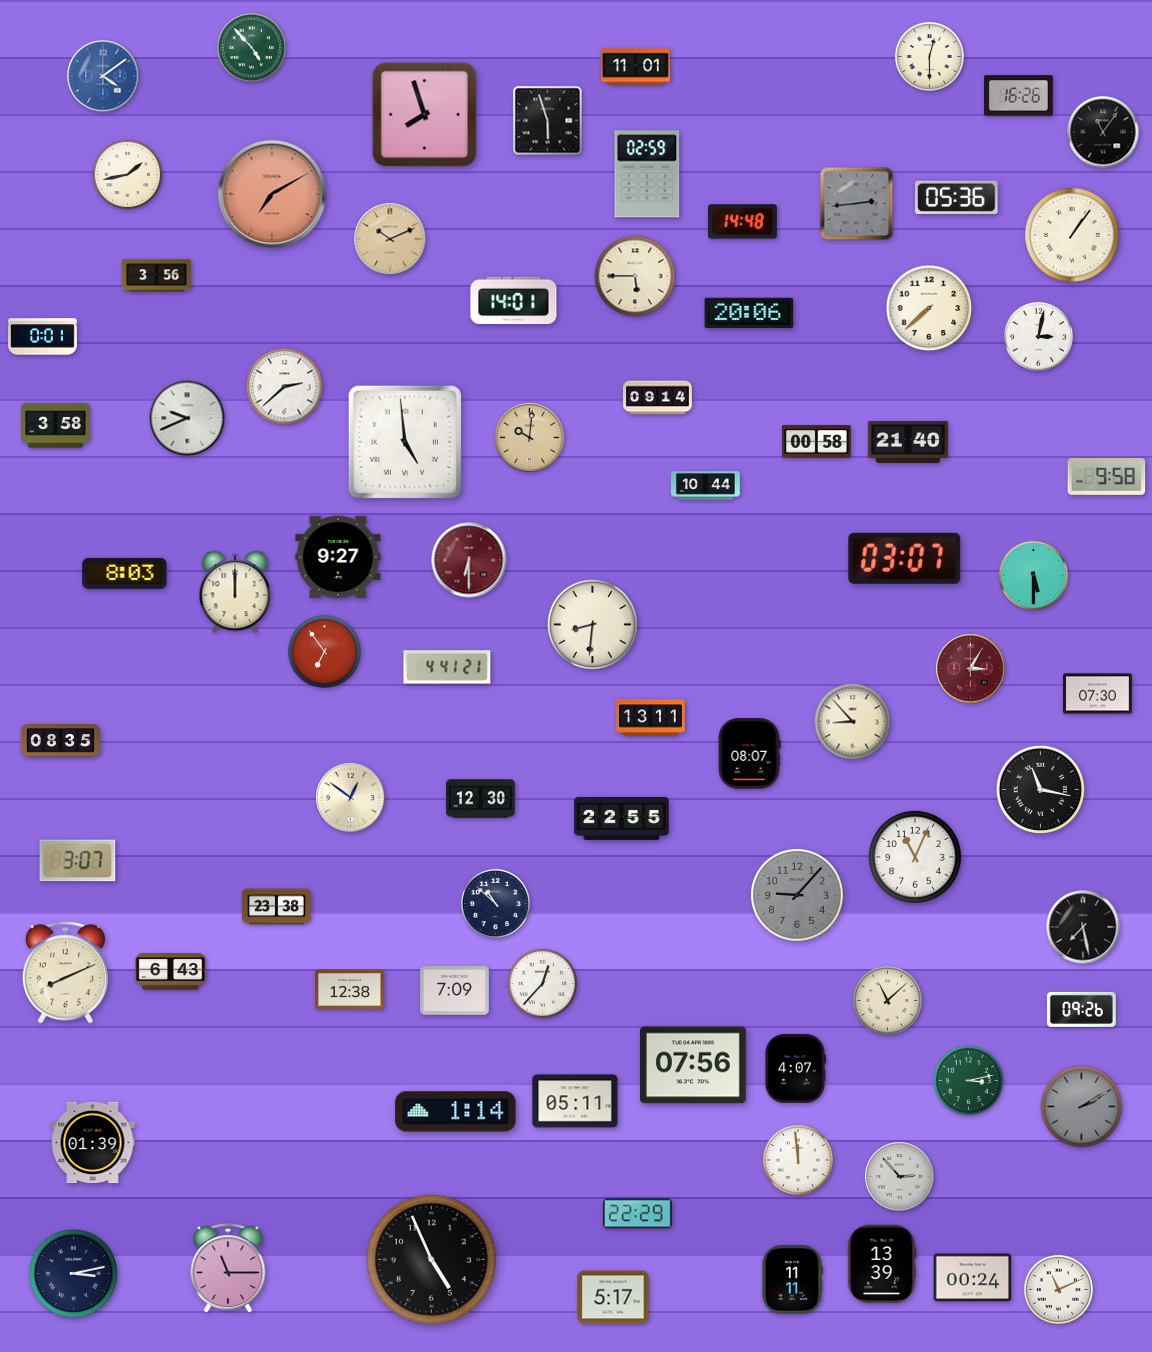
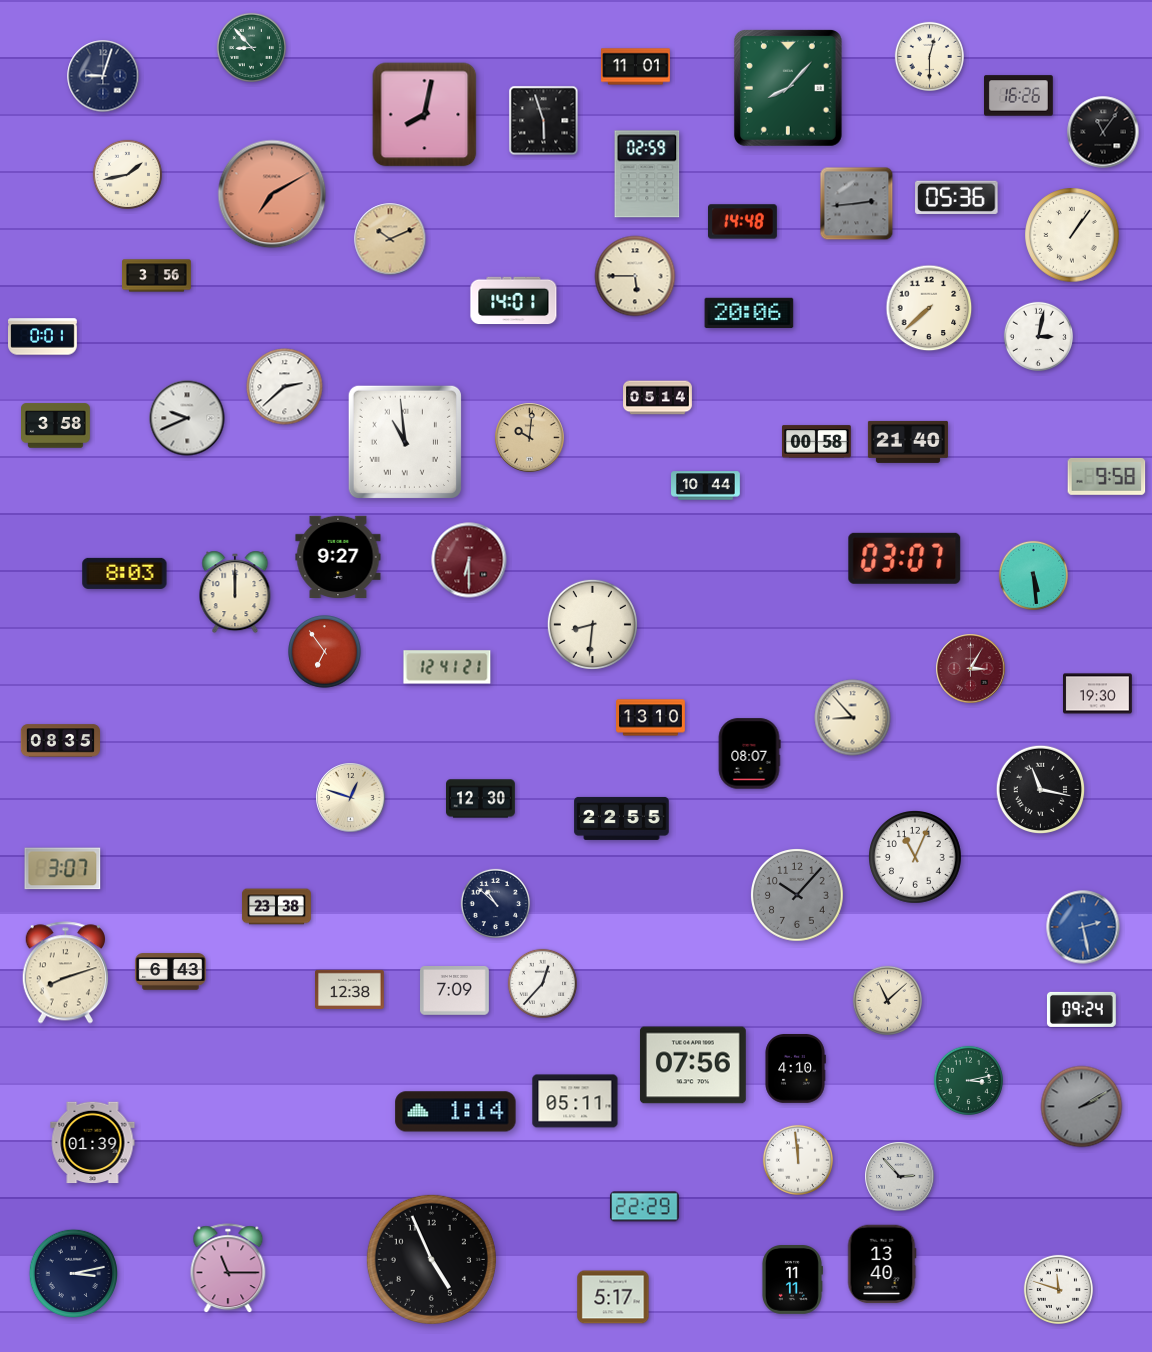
clock at (251, 47): 4:53 -> 8:53
clock at (103, 76): 4:09 -> 9:03
clock at (103, 76) dial: blue -> navy
clock at (788, 88): none -> 8:07
clock at (425, 115): 7:57 -> 8:02
clock at (548, 121) position: (548, 121) -> (544, 121)
clock at (658, 398): 09:14 -> 05:14
clock at (405, 442): 4:59 -> 10:59
clock at (1033, 575): 5:30 -> 5:29
clock at (447, 667): 4:41 -> 12:41
clock at (1098, 694): 07:30 -> 19:30
clock at (651, 718): 13:11 -> 13:10
clock at (853, 722) position: (853, 722) -> (853, 718)
clock at (351, 798): 12:51 -> 12:48
clock at (78, 861) position: (78, 861) -> (63, 869)
clock at (798, 896): 9:07 -> 10:07
clock at (1083, 927): 7:28 -> 2:28
clock at (1083, 927) dial: black -> blue
clock at (65, 973): 8:11 -> 8:12
clock at (1082, 1009): 09:26 -> 09:24
clock at (795, 1069): 4:07 -> 4:10
clock at (637, 1214) position: (637, 1214) -> (644, 1207)
clock at (882, 1264): 13:39 -> 13:40
clock at (973, 1278): 00:24 -> none
clock at (1058, 1289): 11:11 -> 11:48
